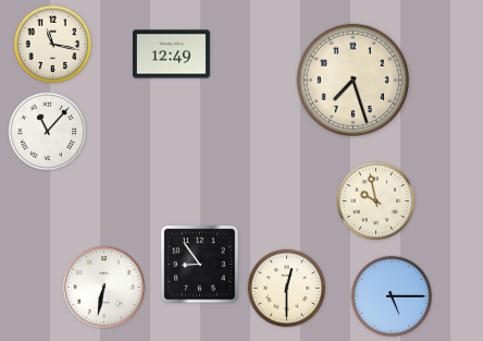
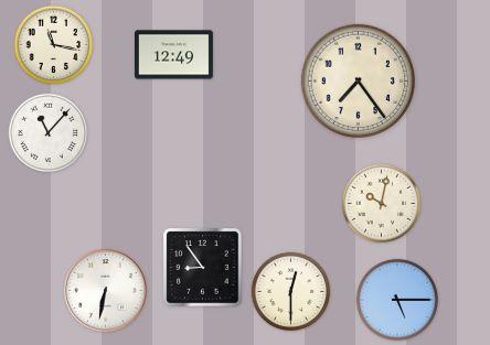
clock at (352, 80): 7:27 -> 7:24
clock at (376, 202): 9:58 -> 10:02
